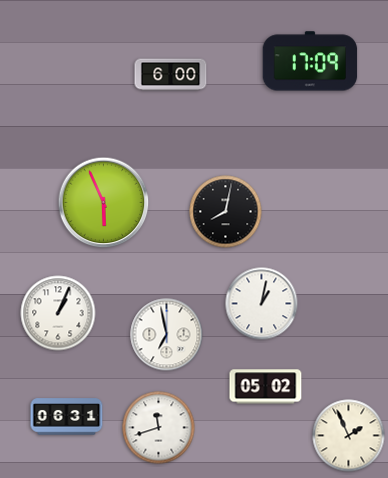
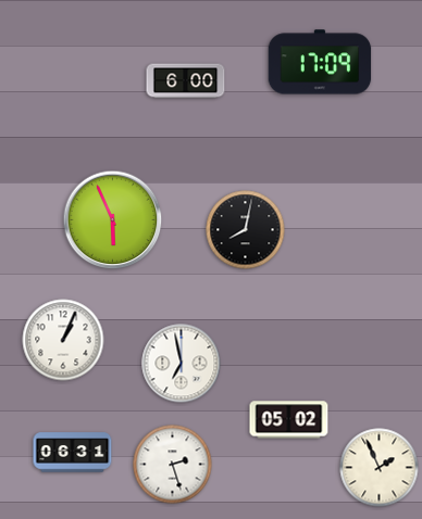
clock at (310, 61) position: (310, 61) -> (320, 62)
clock at (262, 304): 1:02 -> none
clock at (159, 428): 11:42 -> 2:27
clock at (349, 436) position: (349, 436) -> (380, 468)
